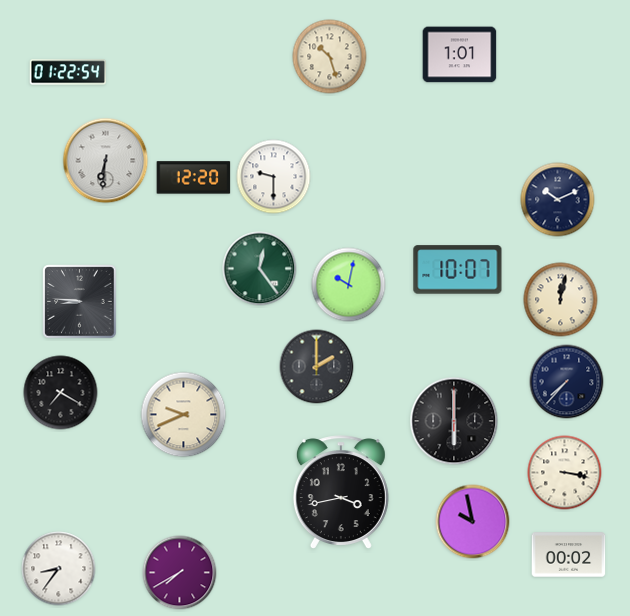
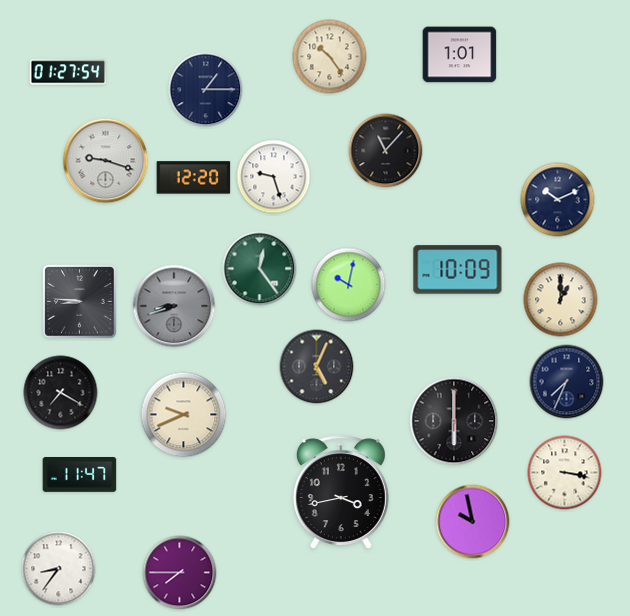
clock at (330, 57): 10:27 -> 10:24
clock at (67, 72): 01:22 -> 01:27
clock at (206, 90): none -> 1:15
clock at (386, 151): none -> 11:07
clock at (106, 161): 6:31 -> 9:18
clock at (274, 177): 9:30 -> 9:27
clock at (458, 270): 10:07 -> 10:09
clock at (561, 300): 12:02 -> 1:00
clock at (174, 306): none -> 8:42
clock at (317, 367): 2:00 -> 5:04
clock at (567, 382): 7:37 -> 7:34
clock at (80, 475): none -> 11:47
clock at (569, 555): 00:02 -> none
clock at (180, 573): 7:40 -> 7:45
